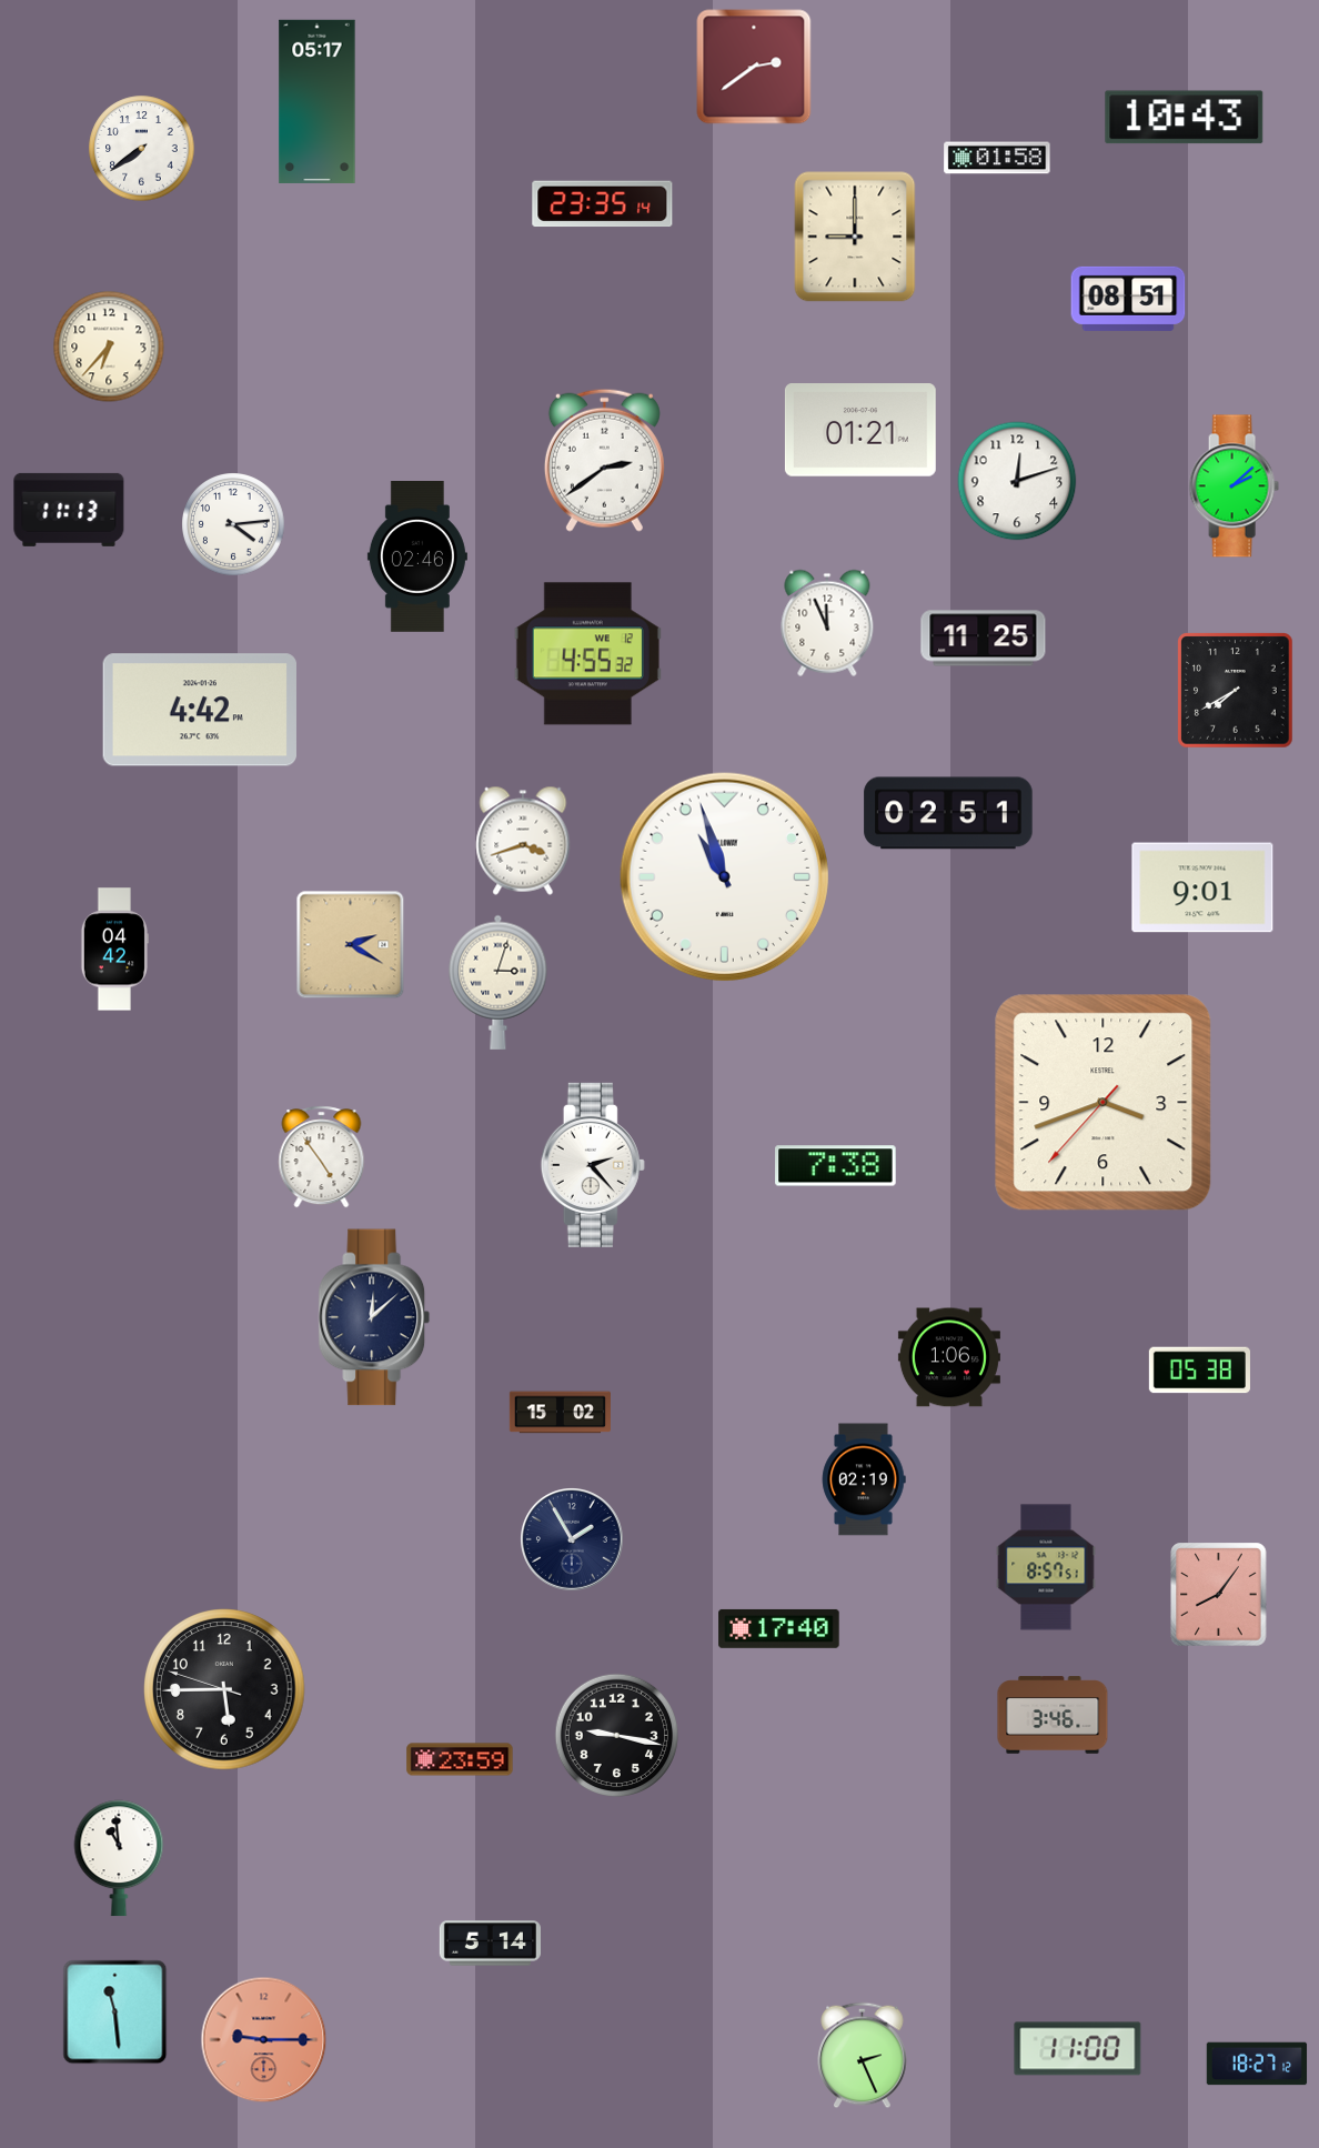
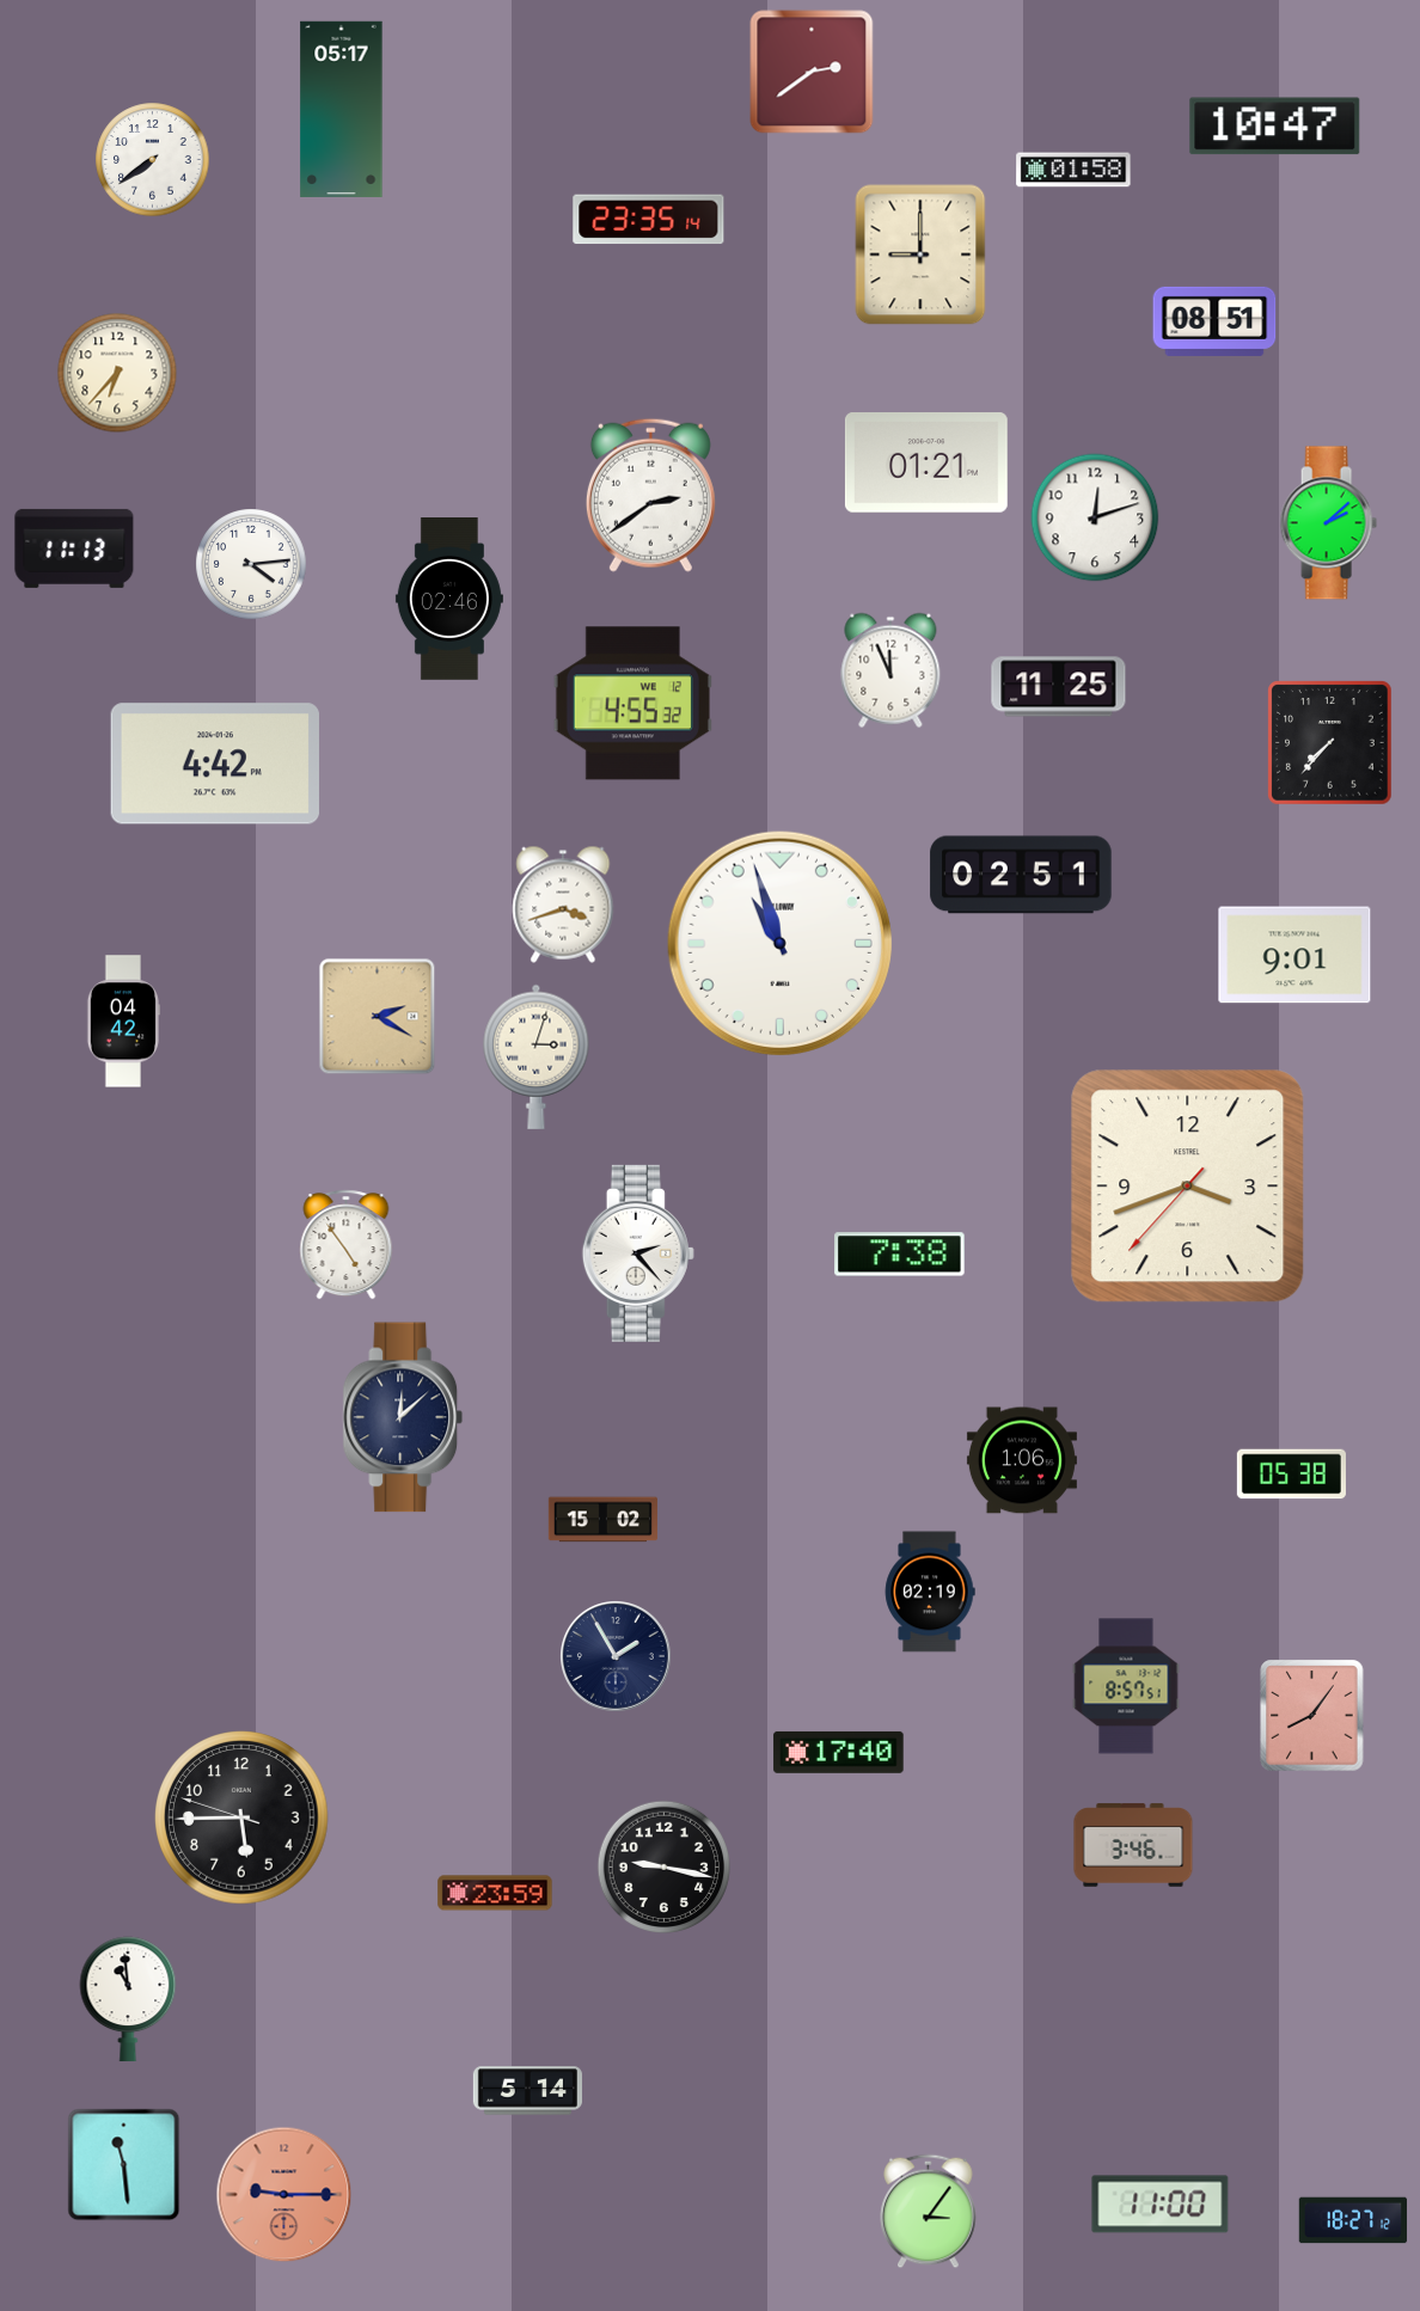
clock at (1185, 118): 10:43 -> 10:47
clock at (1236, 691): 7:40 -> 7:37
clock at (863, 2056): 2:26 -> 3:06
